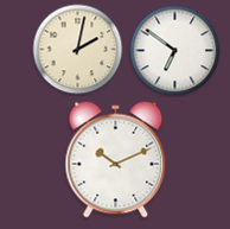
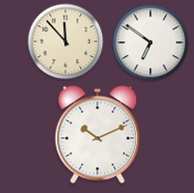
clock at (78, 50): 2:02 -> 11:53
clock at (175, 51) position: (175, 51) -> (151, 43)
